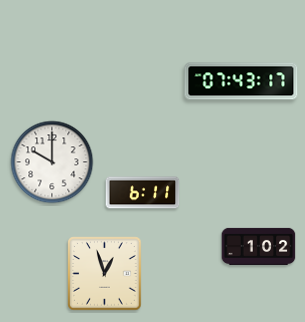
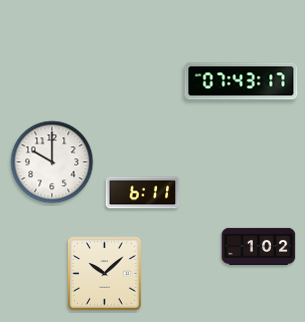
clock at (105, 274): 12:57 -> 10:08
